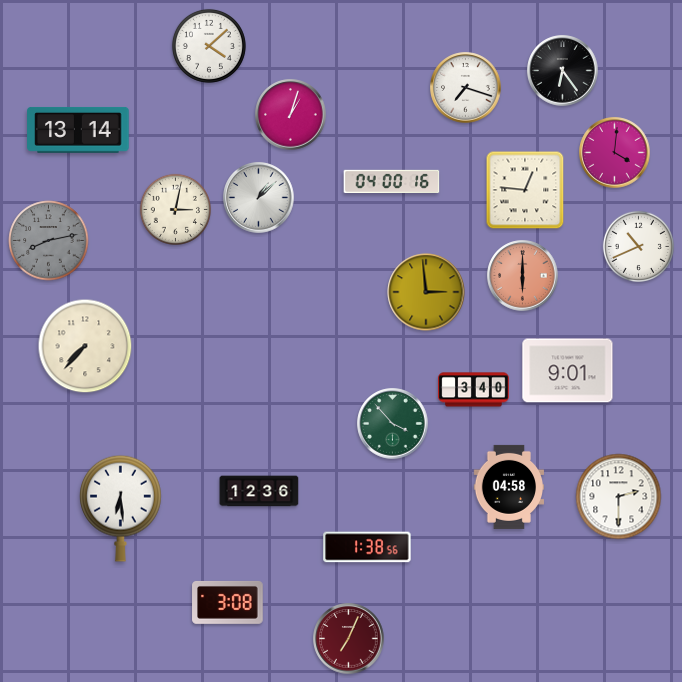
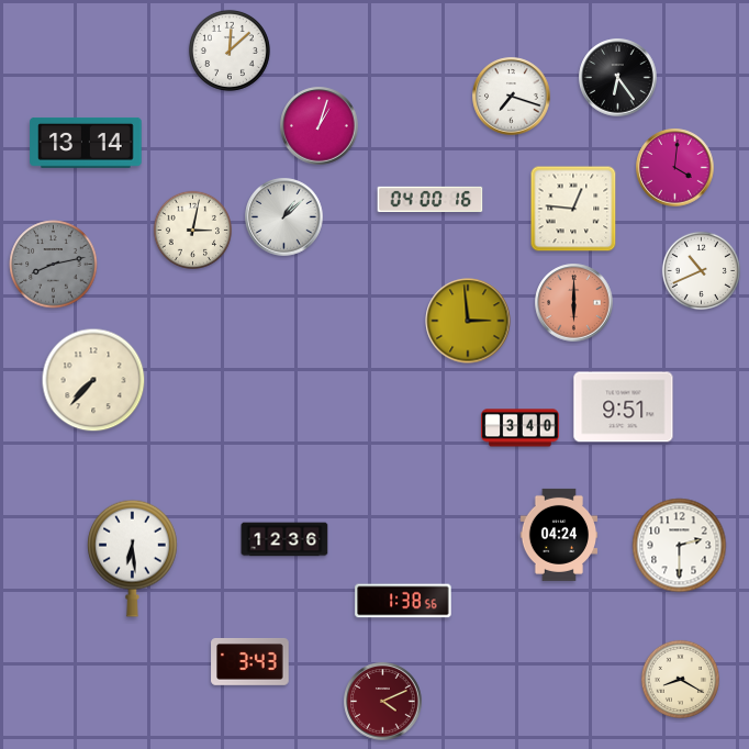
clock at (209, 46): 4:08 -> 12:08
clock at (525, 190) position: (525, 190) -> (573, 209)
clock at (568, 371): 9:01 -> 9:51
clock at (393, 424): 3:53 -> none
clock at (509, 487): 04:58 -> 04:24
clock at (228, 602): 3:08 -> 3:43
clock at (680, 679): none -> 8:20
clock at (349, 639): 7:04 -> 4:11
